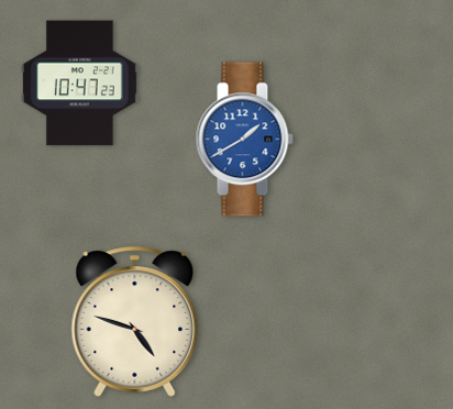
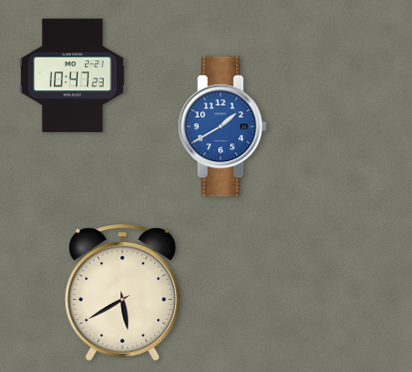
clock at (135, 322): 4:48 -> 5:40
